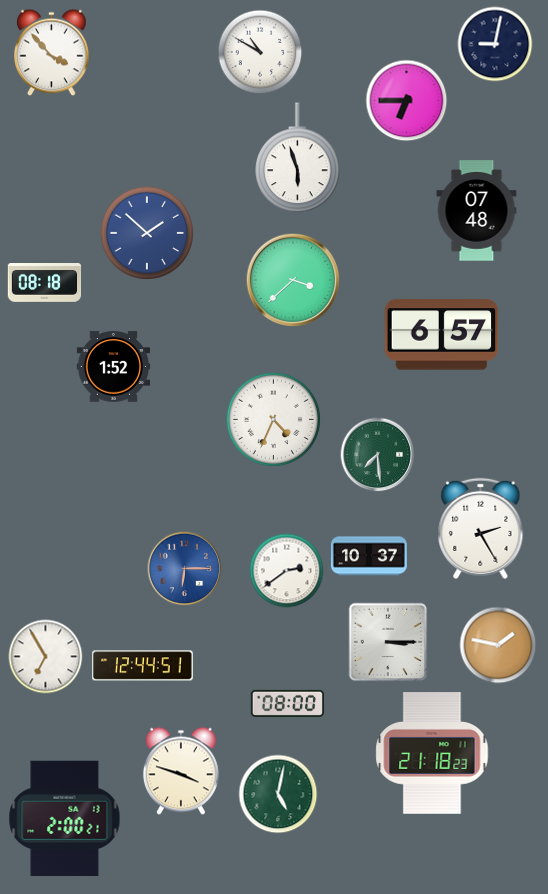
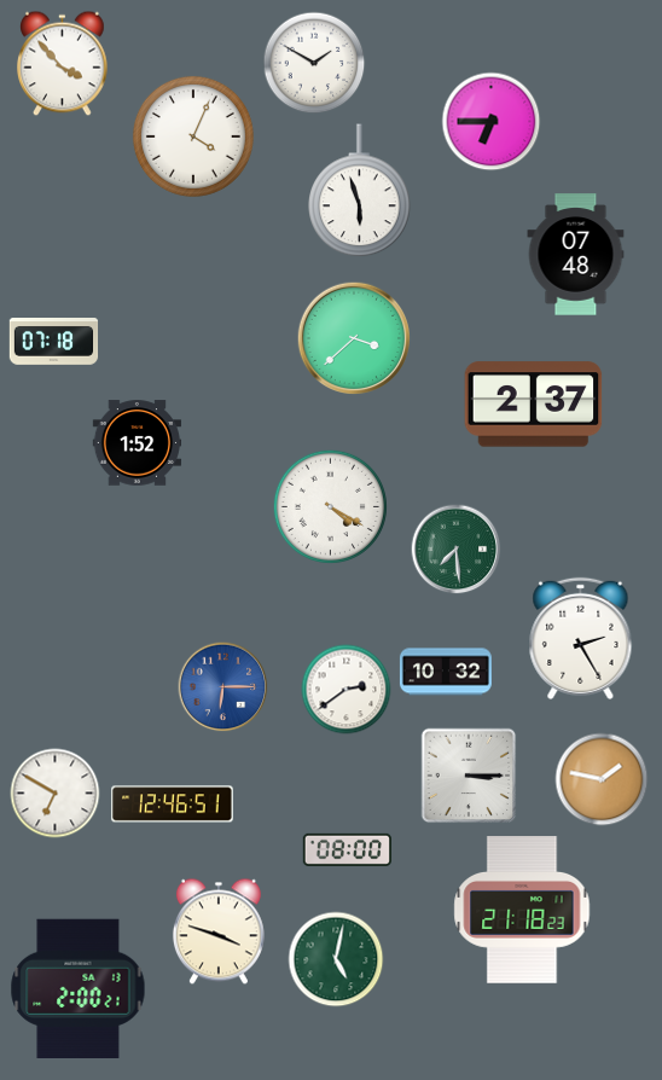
clock at (495, 44): 9:02 -> none
clock at (260, 52): 10:50 -> 1:50
clock at (193, 137): none -> 4:04
clock at (147, 233): 1:52 -> none
clock at (45, 283): 08:18 -> 07:18
clock at (442, 335): 6:57 -> 2:37
clock at (273, 419): 4:34 -> 4:20
clock at (369, 556): 10:37 -> 10:32
clock at (46, 657): 6:55 -> 6:50
clock at (143, 666): 12:44 -> 12:46
